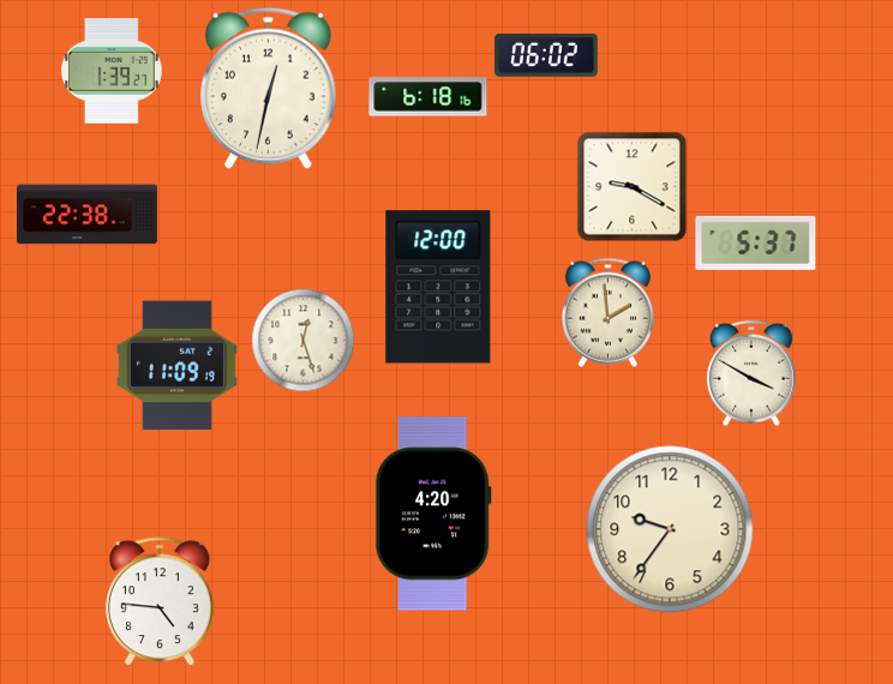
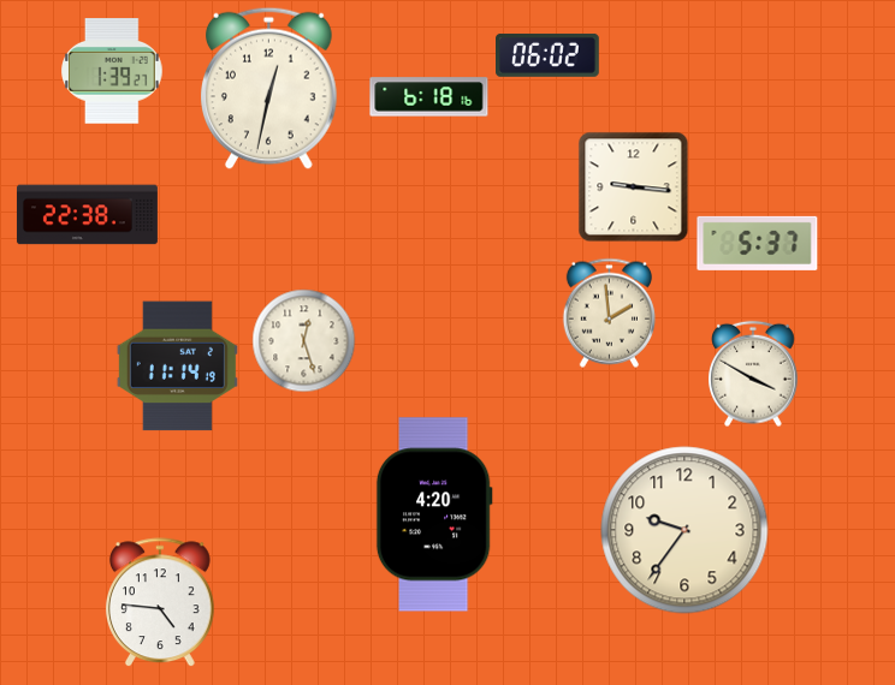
clock at (633, 187): 9:20 -> 9:16
clock at (438, 287): 12:00 -> none
clock at (176, 366): 11:09 -> 11:14
clock at (670, 529) position: (670, 529) -> (684, 530)
